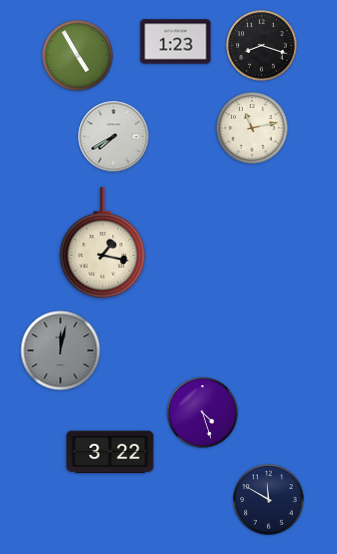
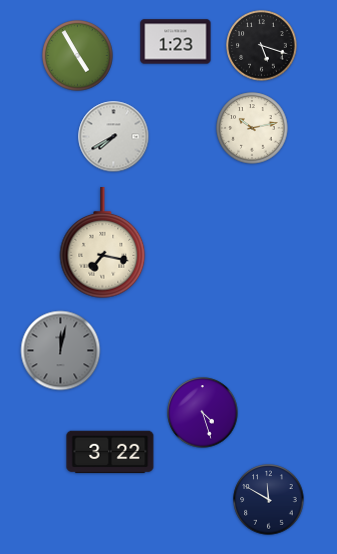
clock at (262, 46): 8:18 -> 5:18
clock at (252, 128): 11:13 -> 10:13
clock at (103, 243): 1:17 -> 7:17
